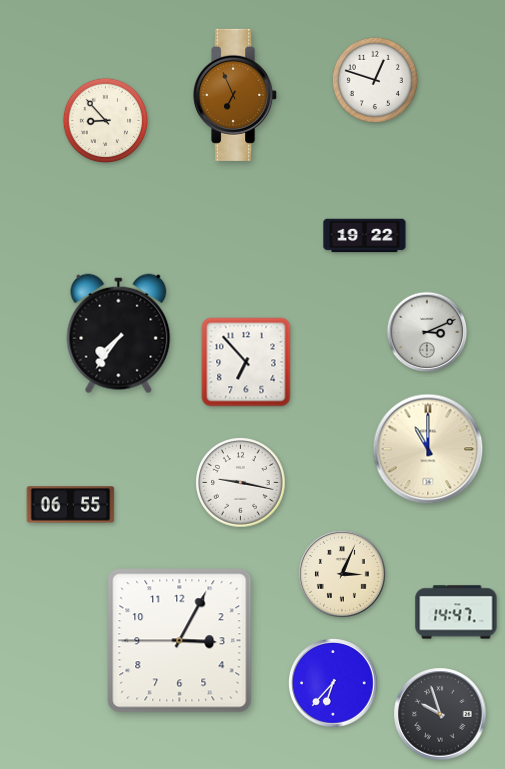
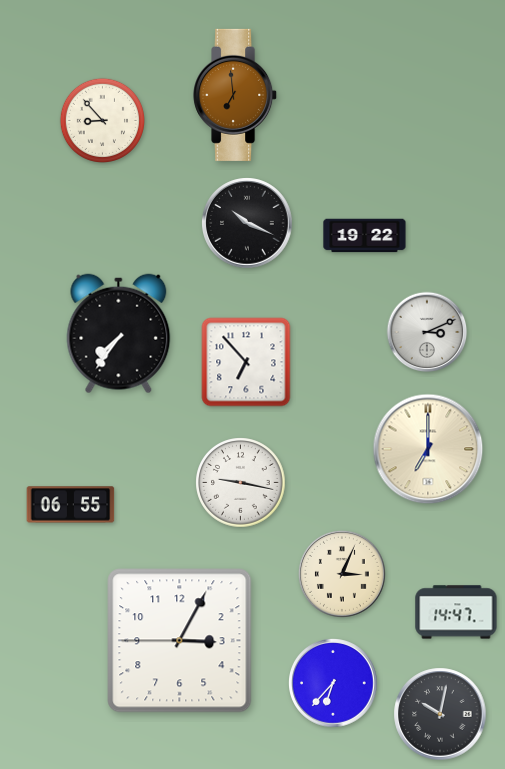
clock at (375, 80): 12:48 -> none
clock at (236, 95): 6:56 -> 6:59
clock at (105, 120) position: (105, 120) -> (102, 120)
clock at (247, 223): none -> 10:19
clock at (428, 449): 11:00 -> 7:00
clock at (440, 714): 9:57 -> 10:02
